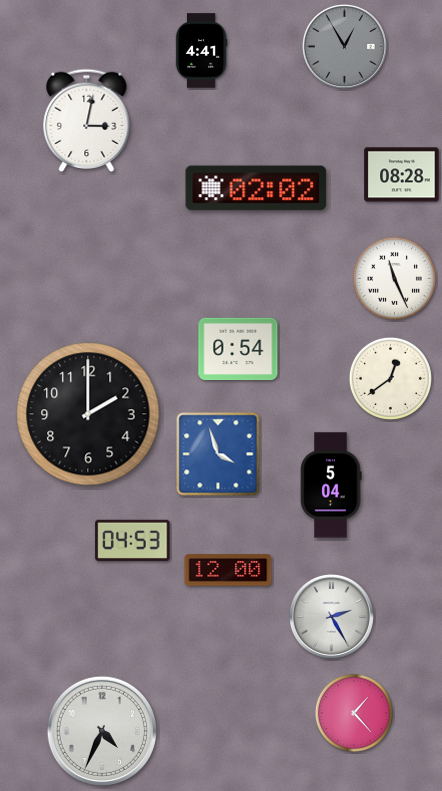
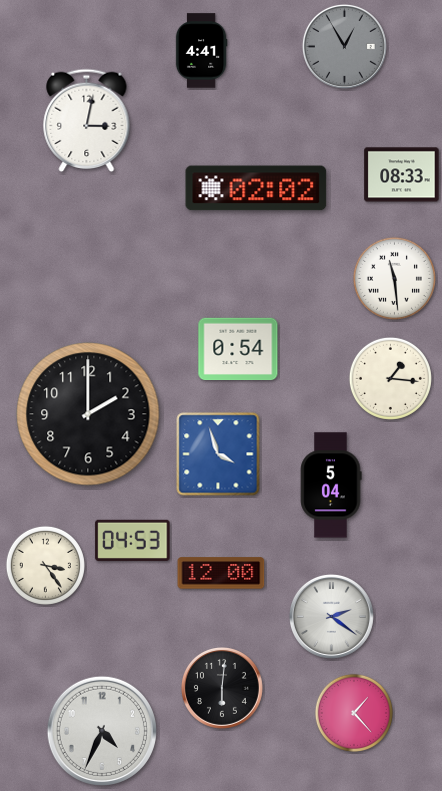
clock at (402, 175): 08:28 -> 08:33
clock at (394, 278): 11:26 -> 11:29
clock at (390, 378): 12:39 -> 1:16
clock at (45, 565): none -> 3:24
clock at (228, 570) position: (228, 570) -> (221, 573)
clock at (331, 616): 2:25 -> 2:21
clock at (222, 688): none -> 6:01
